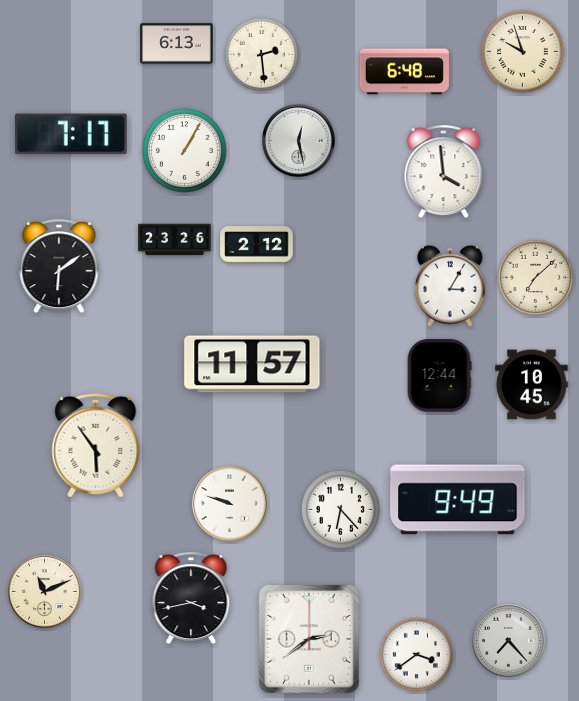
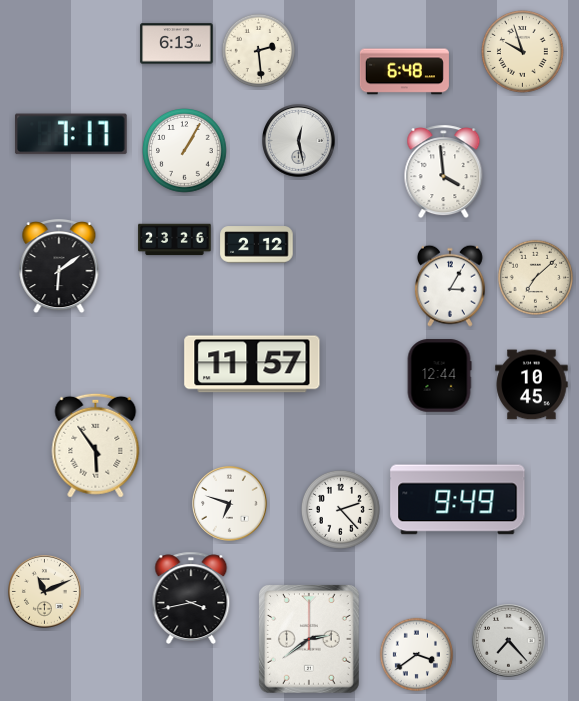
clock at (262, 55) position: (262, 55) -> (259, 51)
clock at (230, 504): 9:48 -> 6:48
clock at (340, 509): 6:23 -> 2:23
